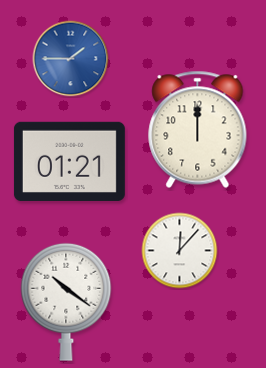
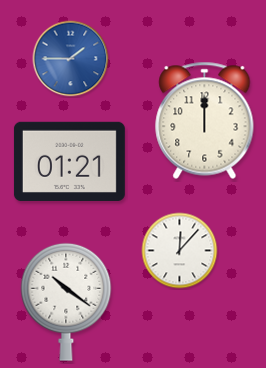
clock at (198, 129) position: (198, 129) -> (205, 120)
